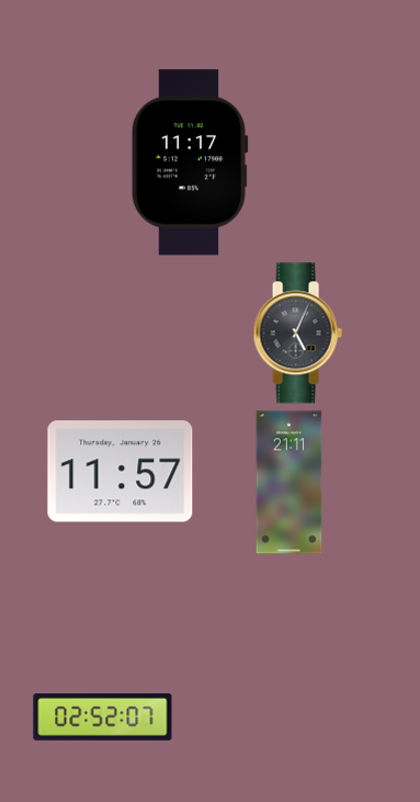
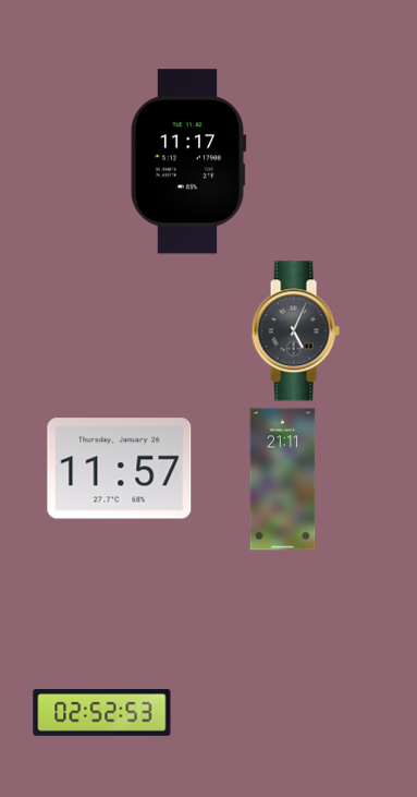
clock at (290, 483) position: (290, 483) -> (283, 480)
clock at (103, 718): 02:52:07 -> 02:52:53
